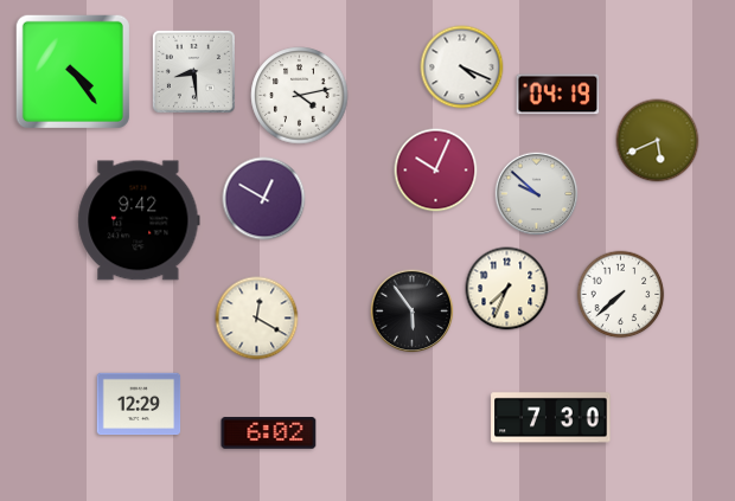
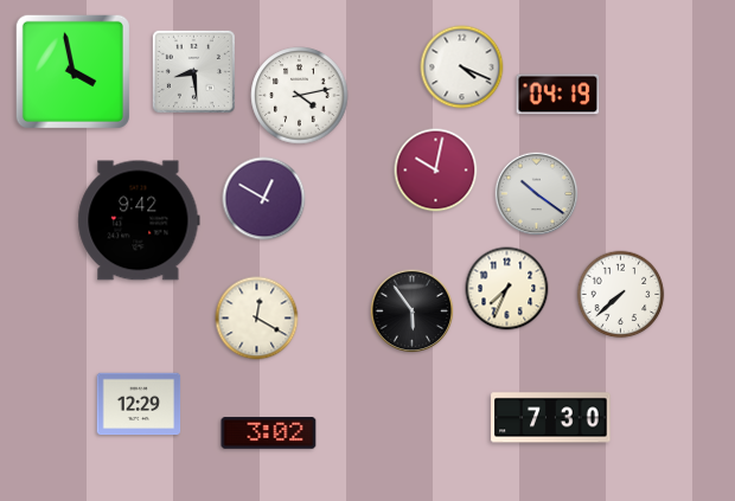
clock at (72, 71): 4:24 -> 3:58
clock at (658, 141): 5:41 -> none
clock at (436, 171): 10:04 -> 10:02
clock at (537, 194): 9:52 -> 10:21
clock at (269, 433): 6:02 -> 3:02
